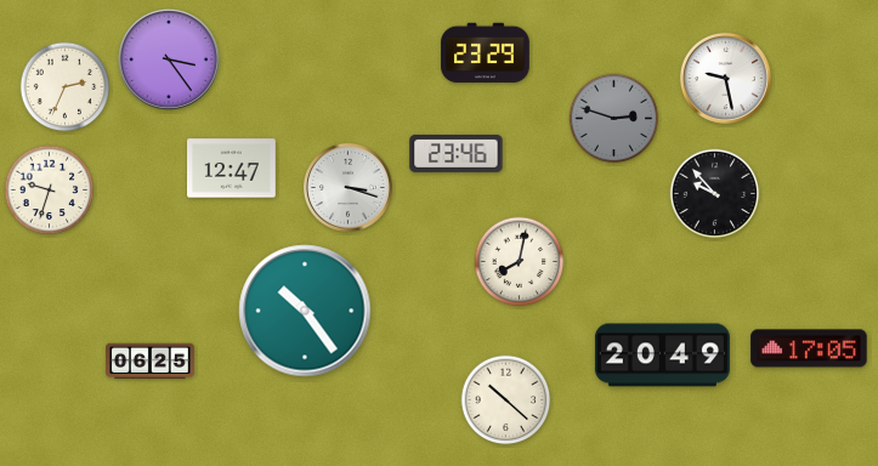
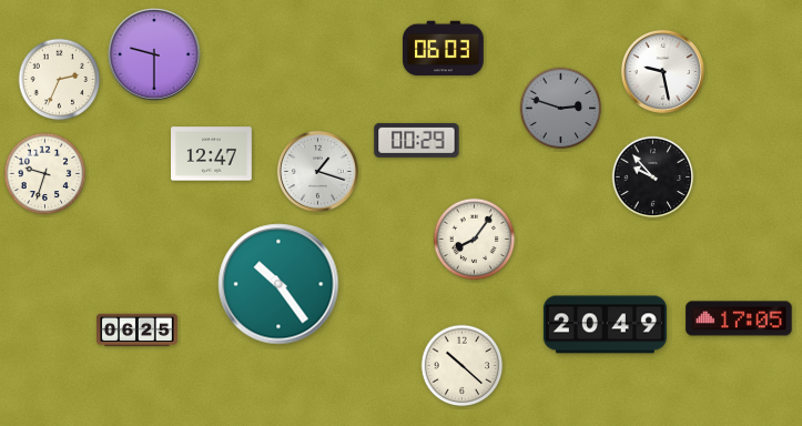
clock at (486, 53): 23:29 -> 06:03
clock at (170, 61): 3:24 -> 9:30
clock at (457, 153): 23:46 -> 00:29
clock at (347, 187): 3:18 -> 1:18
clock at (520, 262): 8:02 -> 8:06
